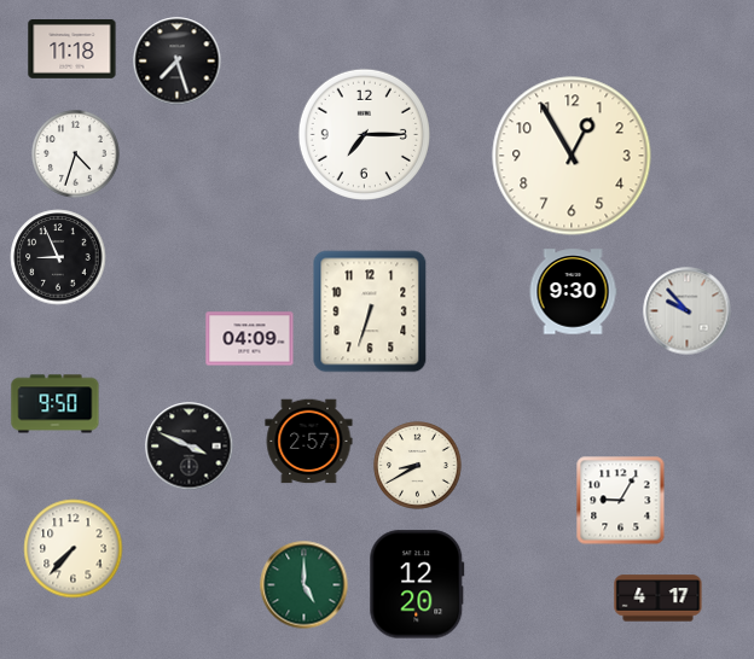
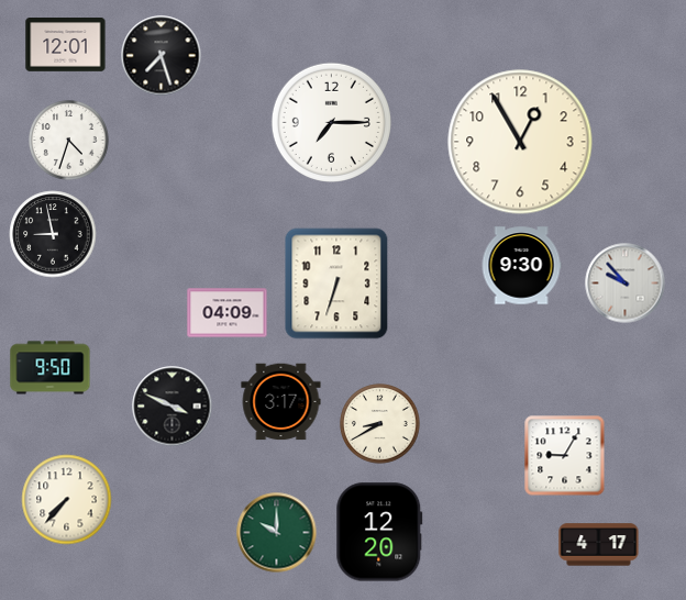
clock at (72, 49): 11:18 -> 12:01
clock at (58, 257): 8:56 -> 8:58
clock at (250, 339) position: (250, 339) -> (228, 313)
clock at (309, 442): 2:57 -> 3:17
clock at (304, 585): 5:00 -> 10:00
